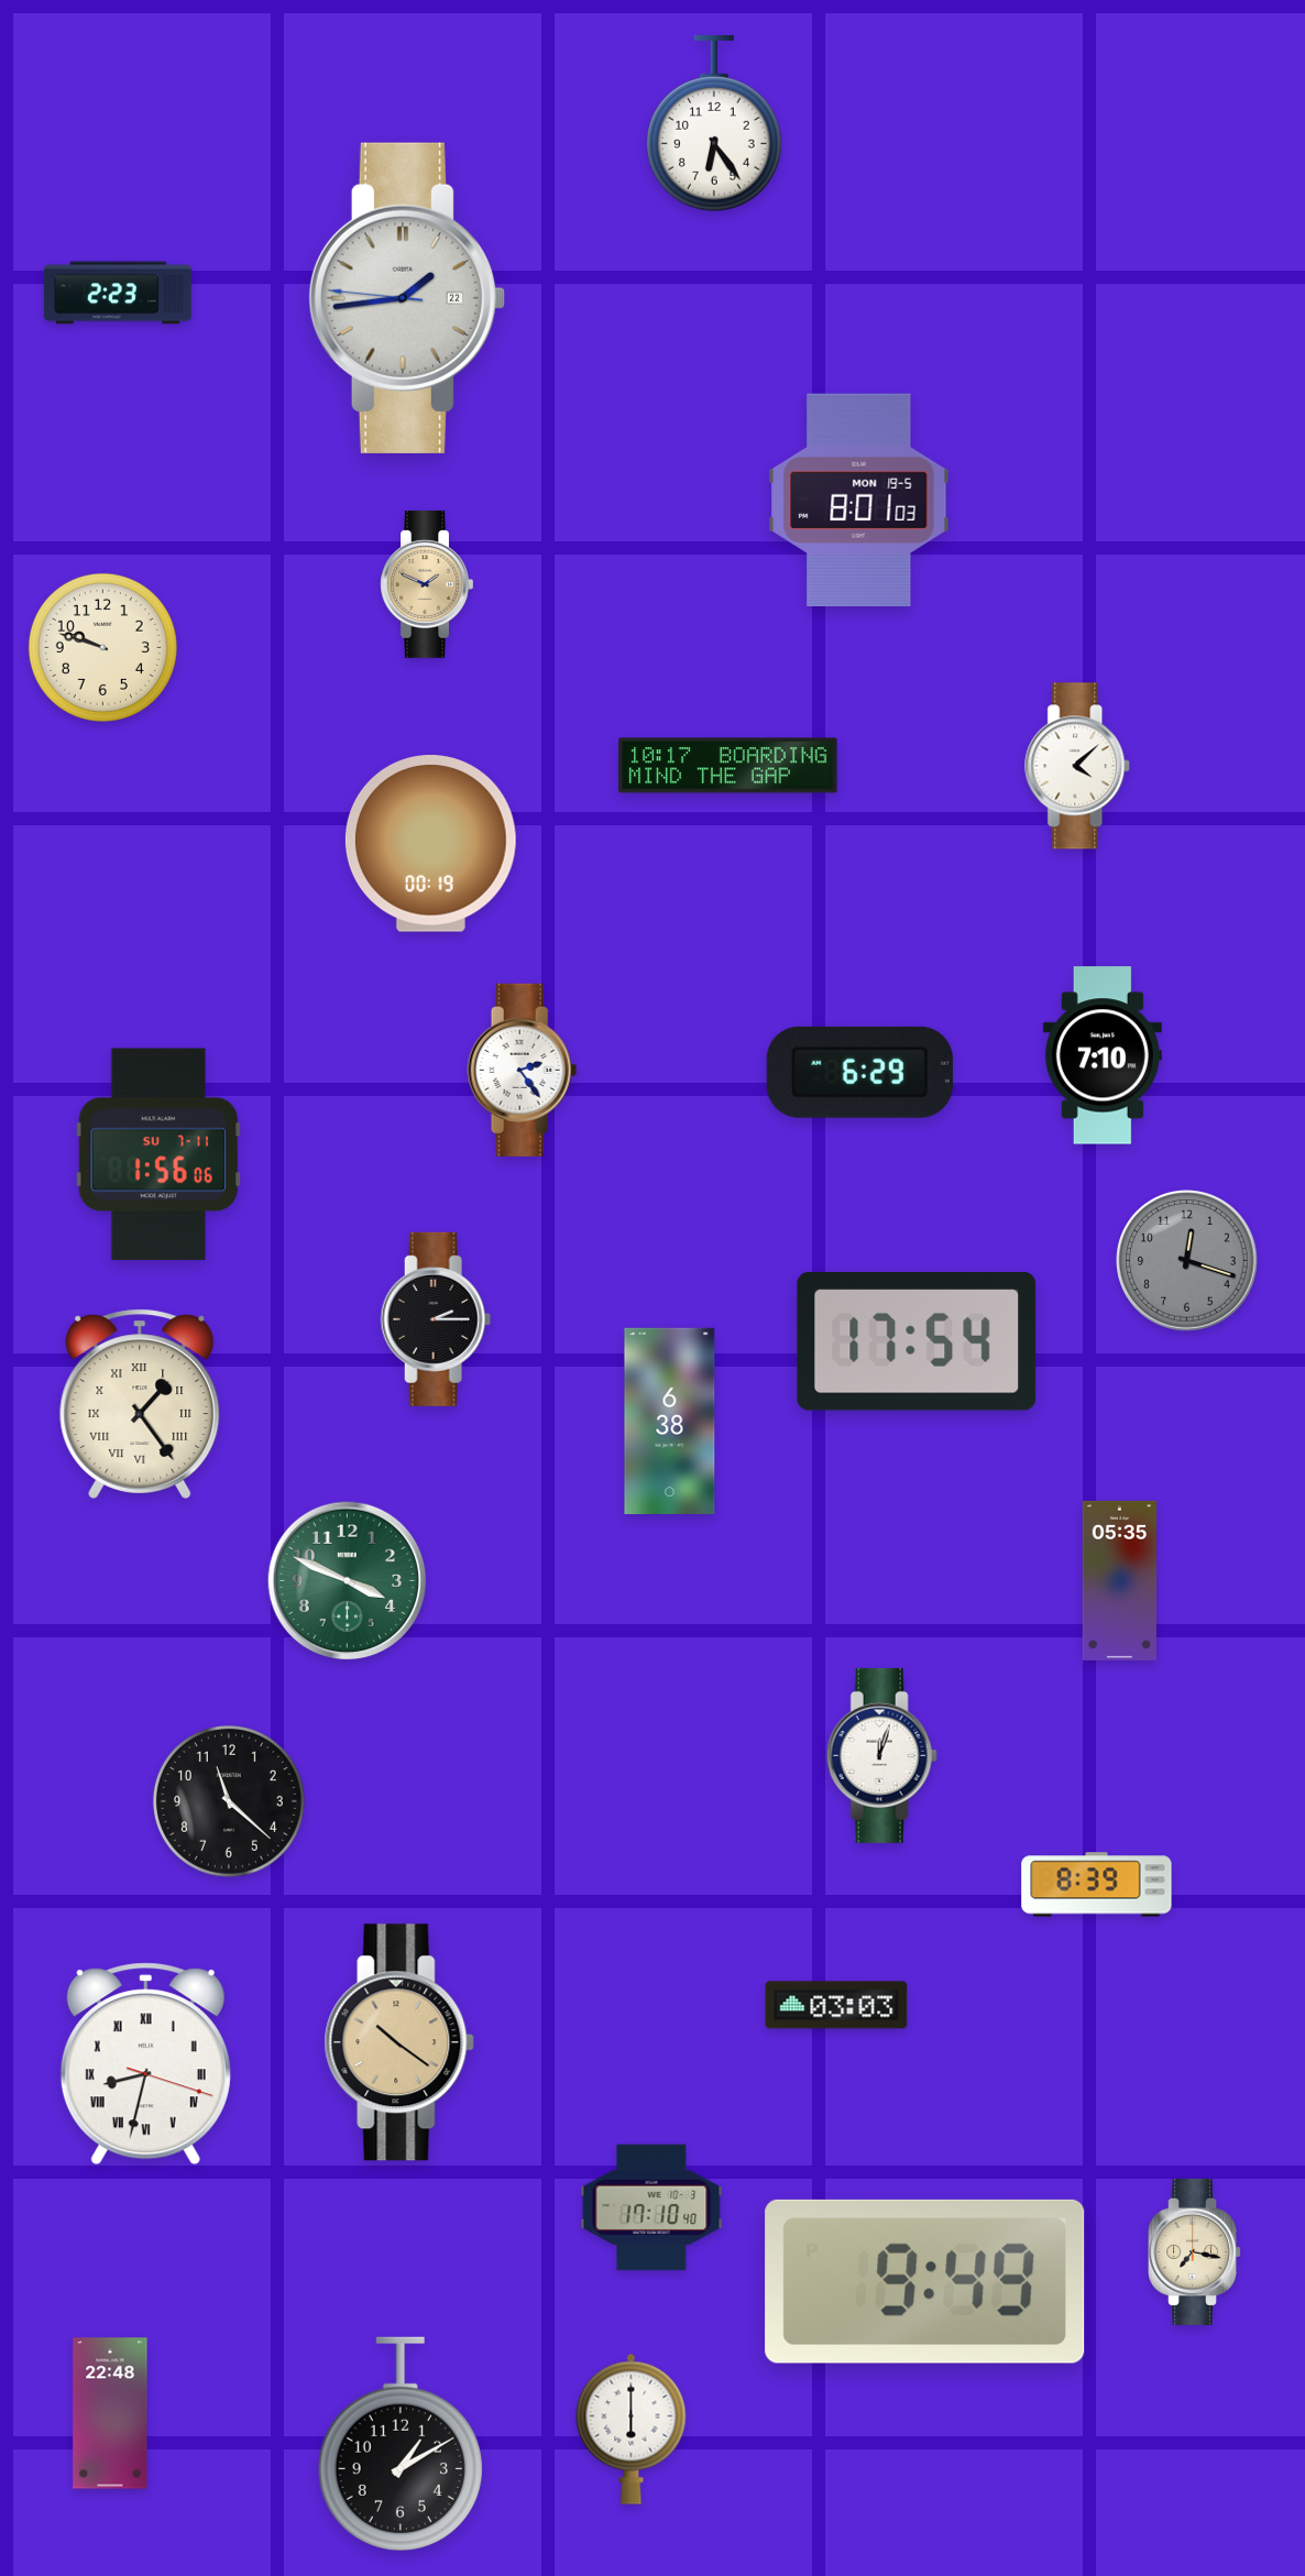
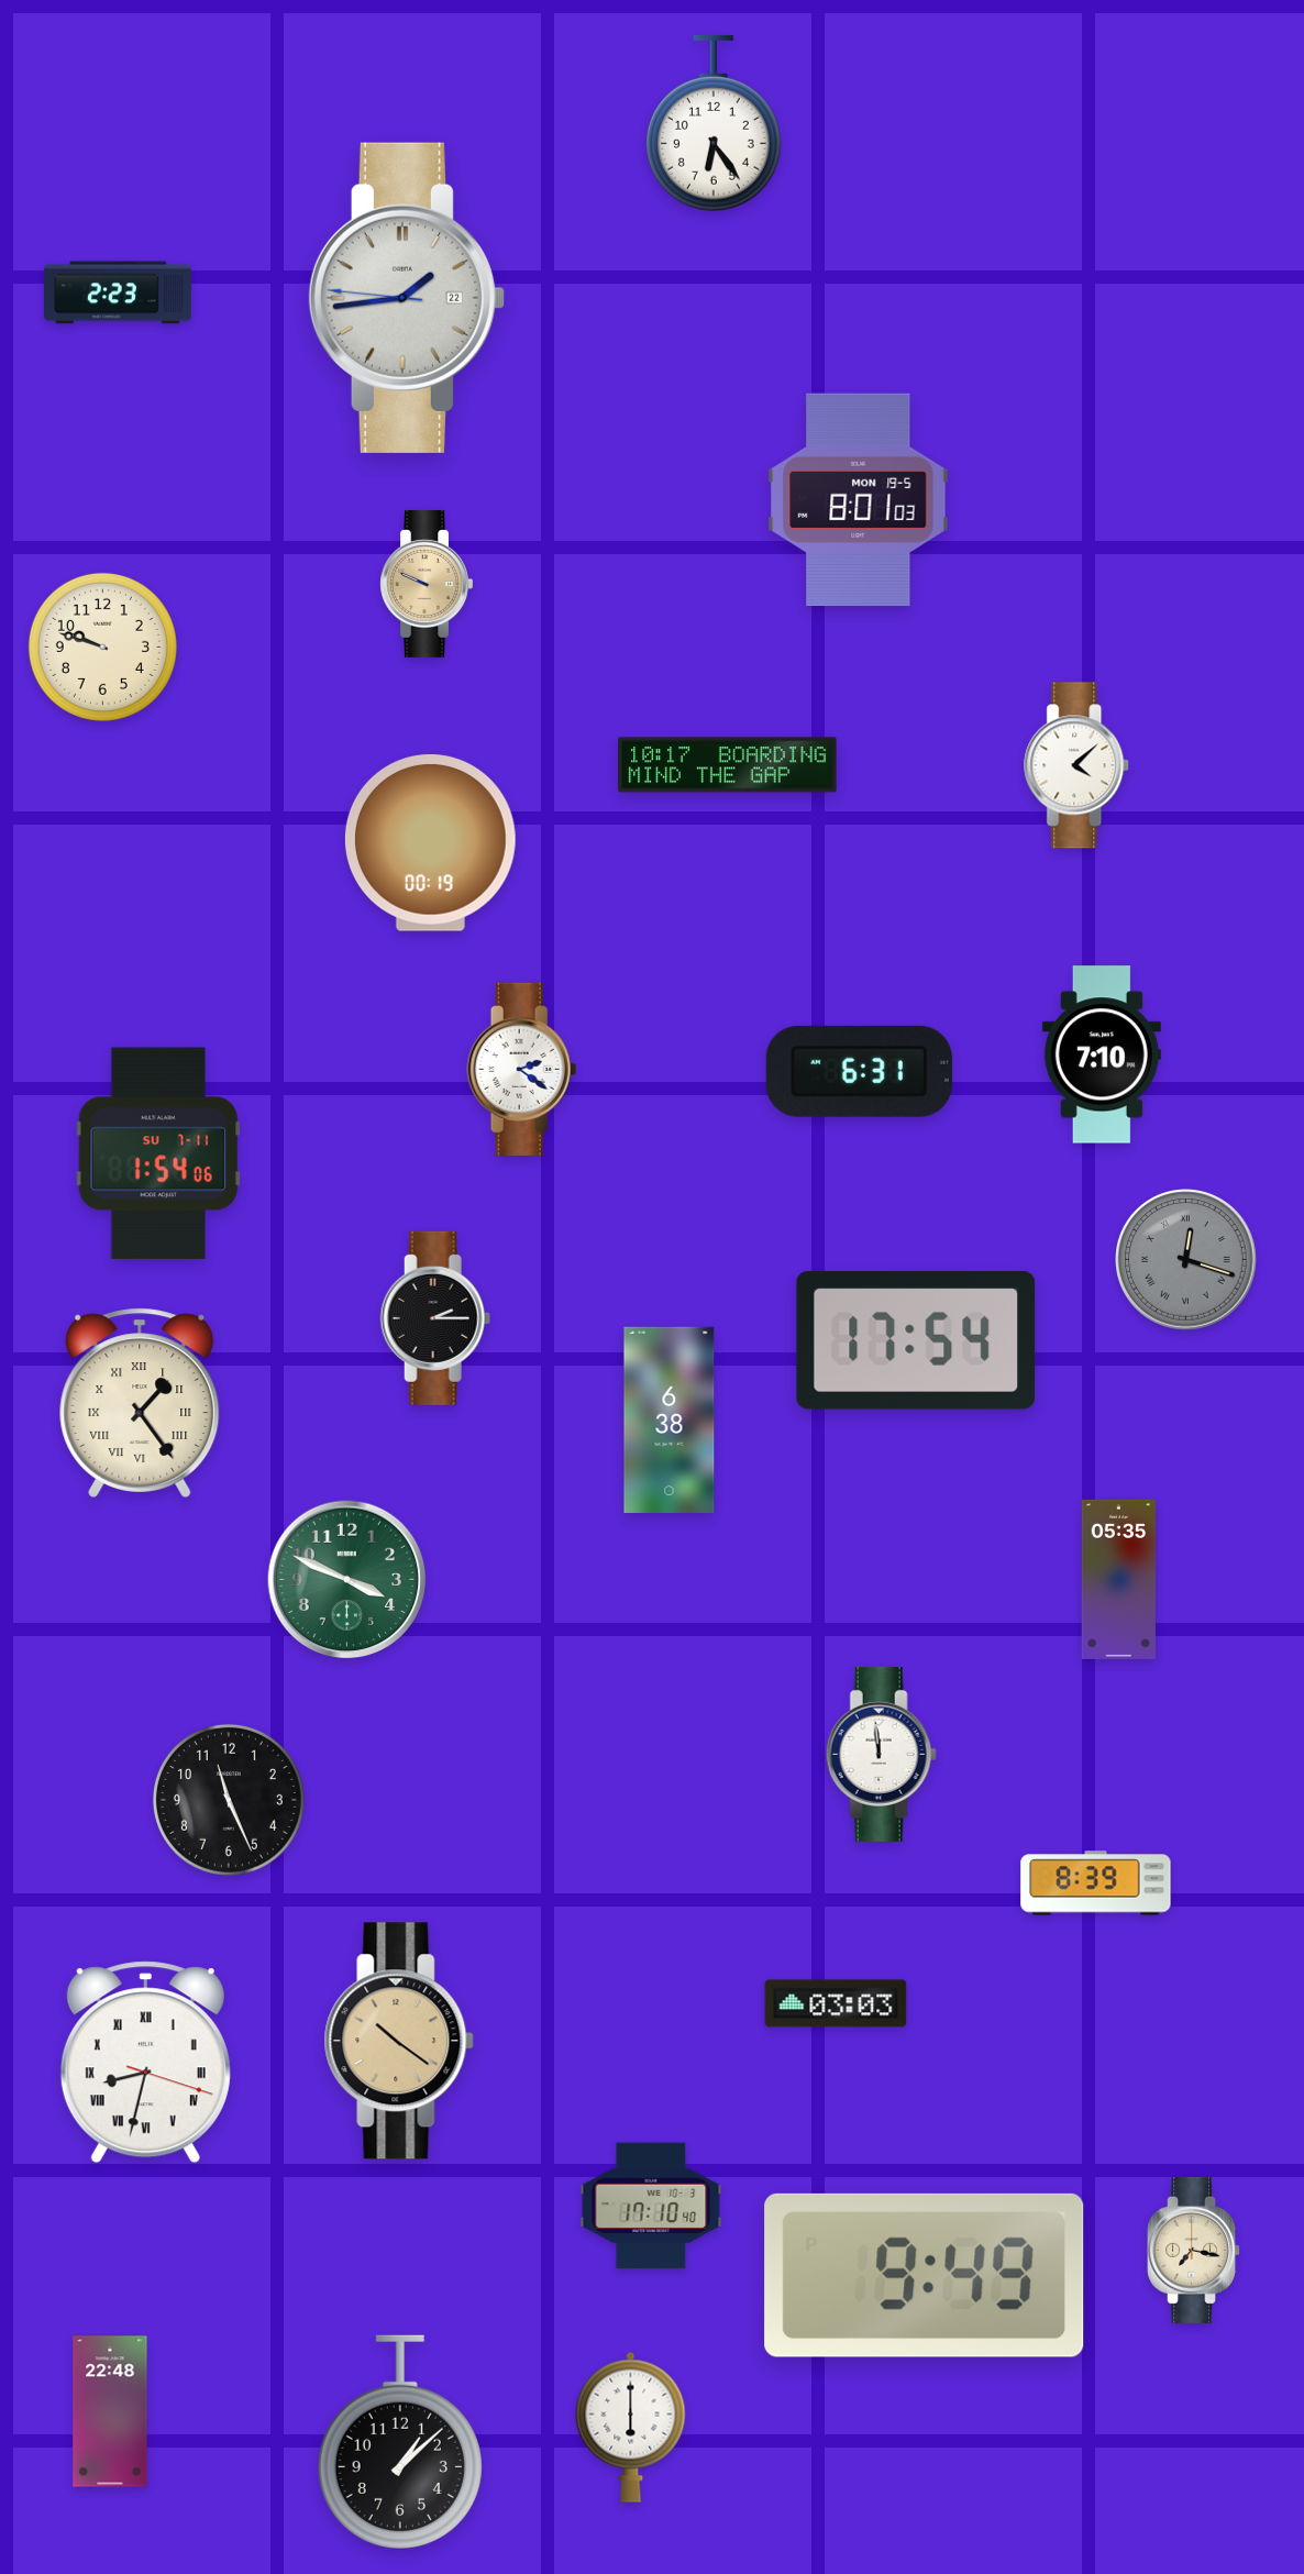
clock at (427, 584): 1:49 -> 9:49
clock at (523, 1070): 2:24 -> 2:21
clock at (859, 1072): 6:29 -> 6:31
clock at (158, 1154): 1:56 -> 1:54
clock at (1187, 1261) numerals: Arabic -> Roman
clock at (881, 1755): 12:03 -> 11:59
clock at (229, 1801): 11:22 -> 11:26
clock at (925, 2281) position: (925, 2281) -> (925, 2275)
clock at (401, 2443): 1:10 -> 1:08
